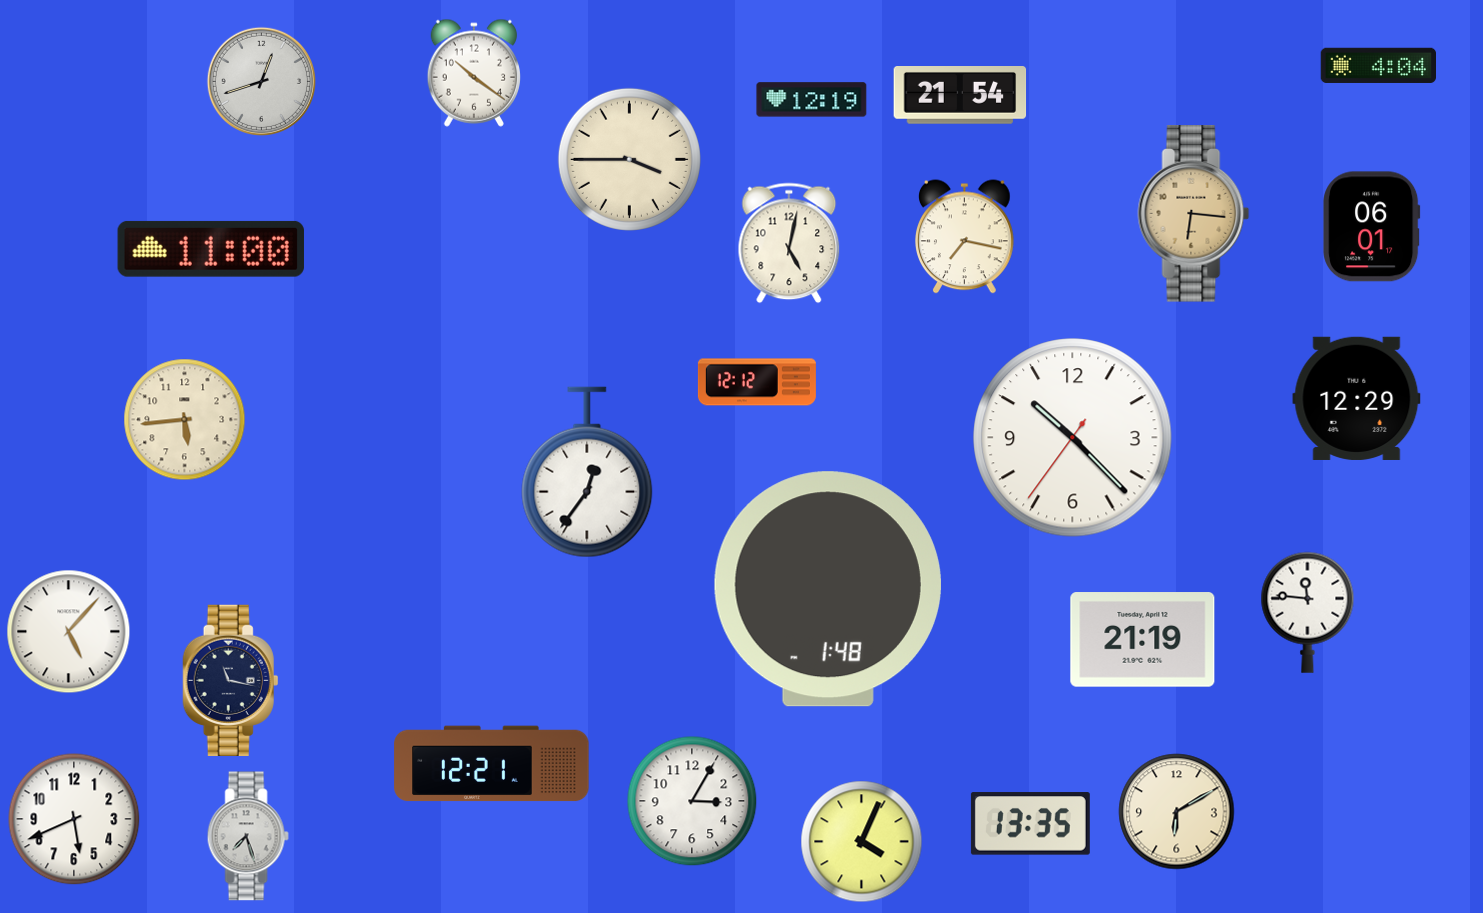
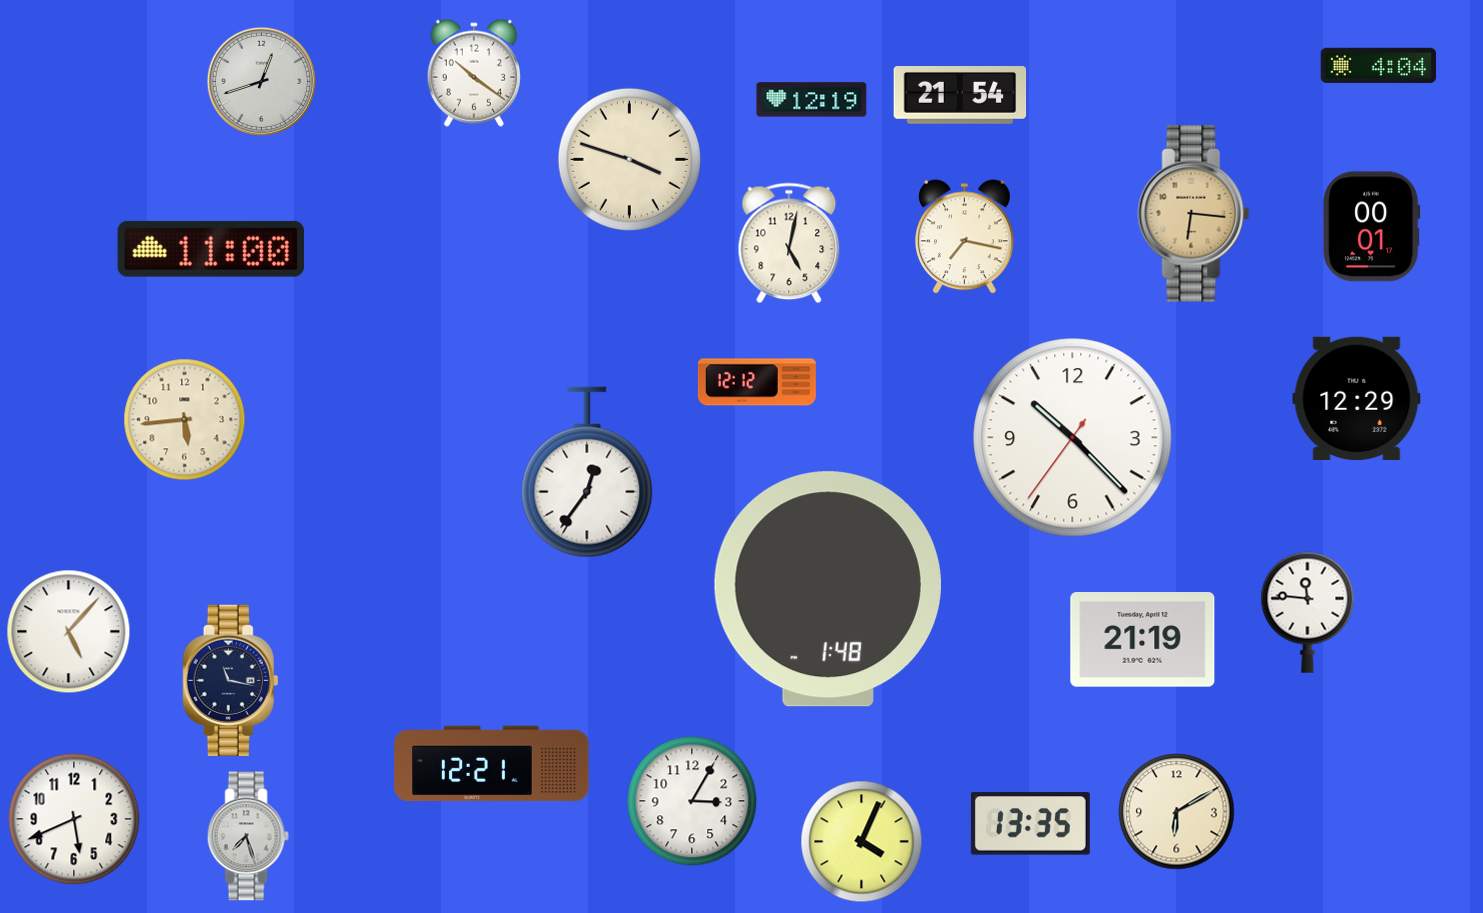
clock at (629, 159): 3:45 -> 3:48
clock at (1372, 227): 06:01 -> 00:01
